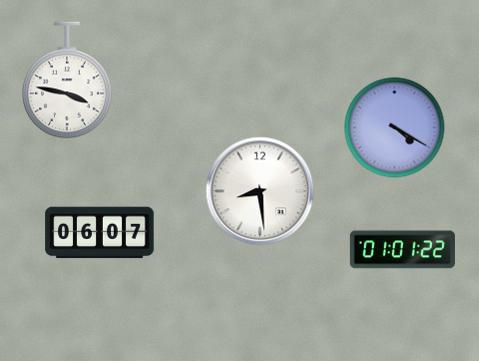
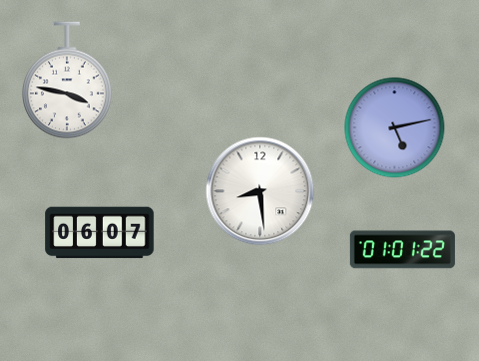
clock at (395, 128): 4:20 -> 5:13
